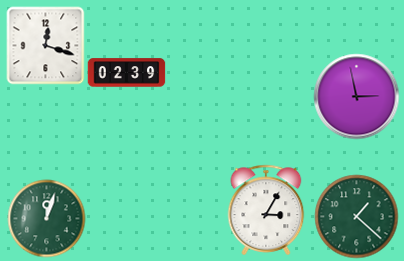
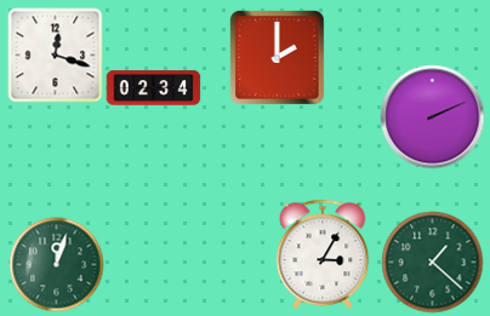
clock at (277, 57): none -> 2:00
clock at (126, 73): 02:39 -> 02:34
clock at (356, 96): 2:58 -> 2:11
